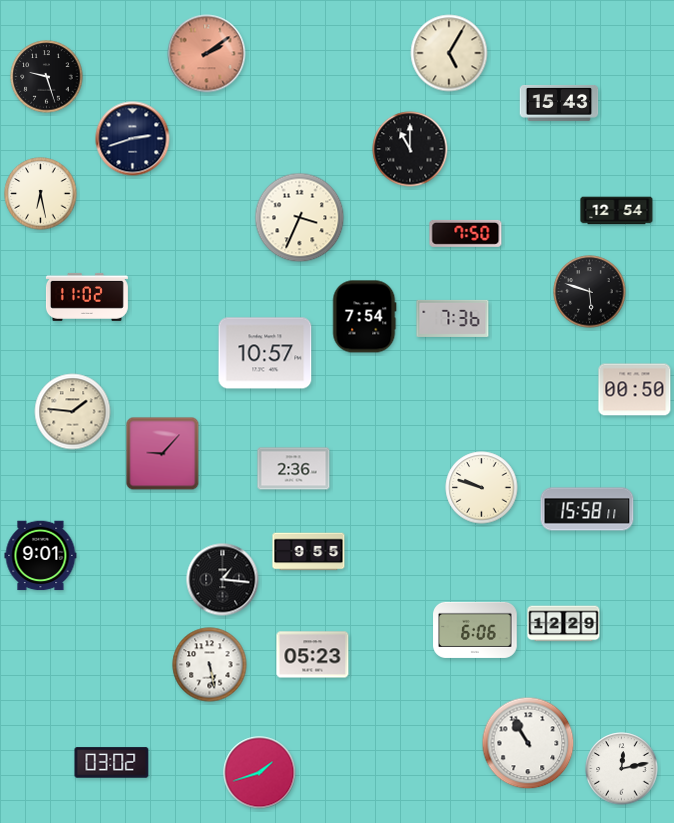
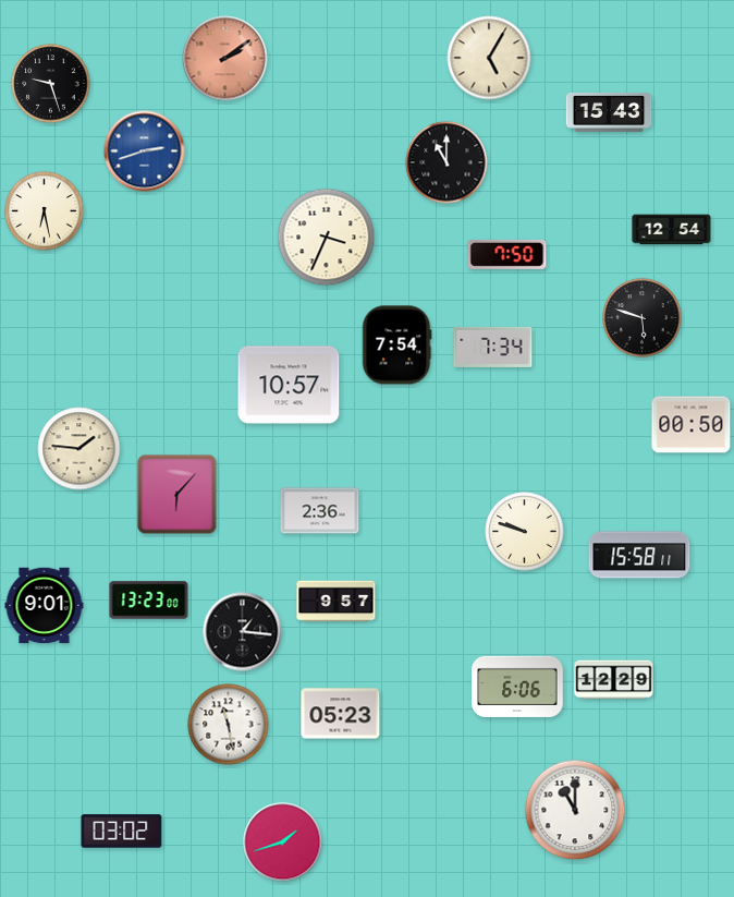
clock at (133, 139) dial: navy -> blue
clock at (87, 297): 11:02 -> none
clock at (453, 318): 7:36 -> 7:34
clock at (163, 454): 9:07 -> 6:07
clock at (149, 601): none -> 13:23
clock at (309, 552): 9:55 -> 9:57
clock at (210, 665): 5:28 -> 11:28
clock at (528, 743): 10:55 -> 11:00
clock at (622, 769): 12:13 -> none
